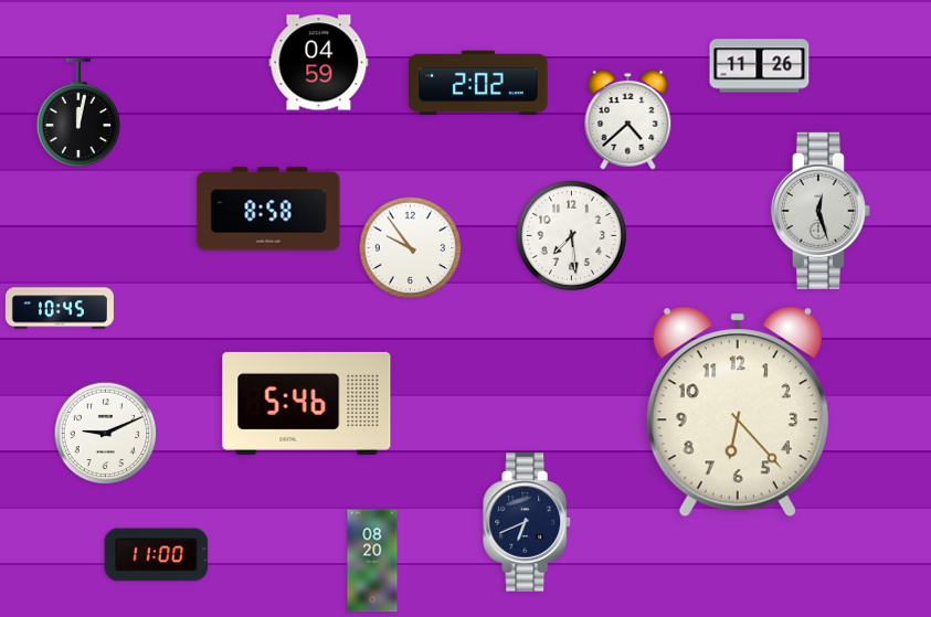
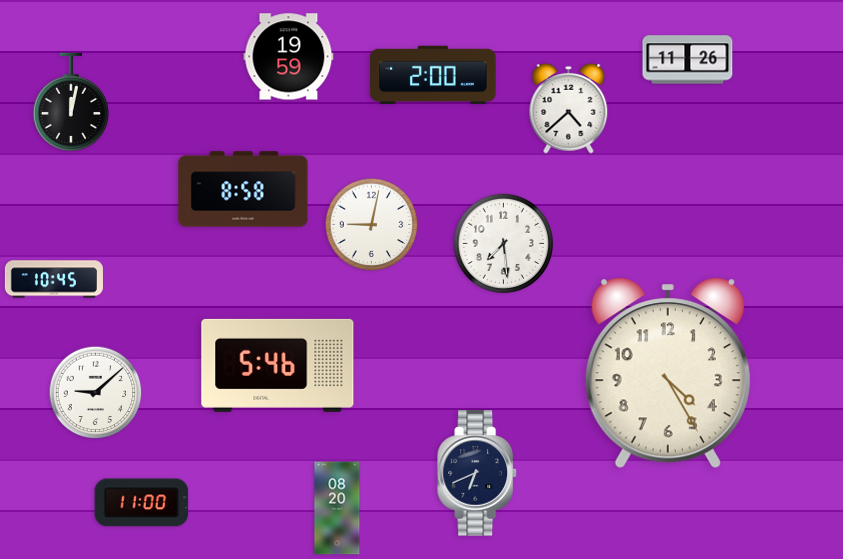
clock at (319, 63): 04:59 -> 19:59
clock at (478, 83): 2:02 -> 2:00
clock at (821, 211): 12:27 -> none
clock at (571, 235) position: (571, 235) -> (503, 243)
clock at (411, 248): 9:54 -> 9:02
clock at (738, 412): 6:23 -> 4:25
clock at (106, 434): 9:11 -> 9:08
